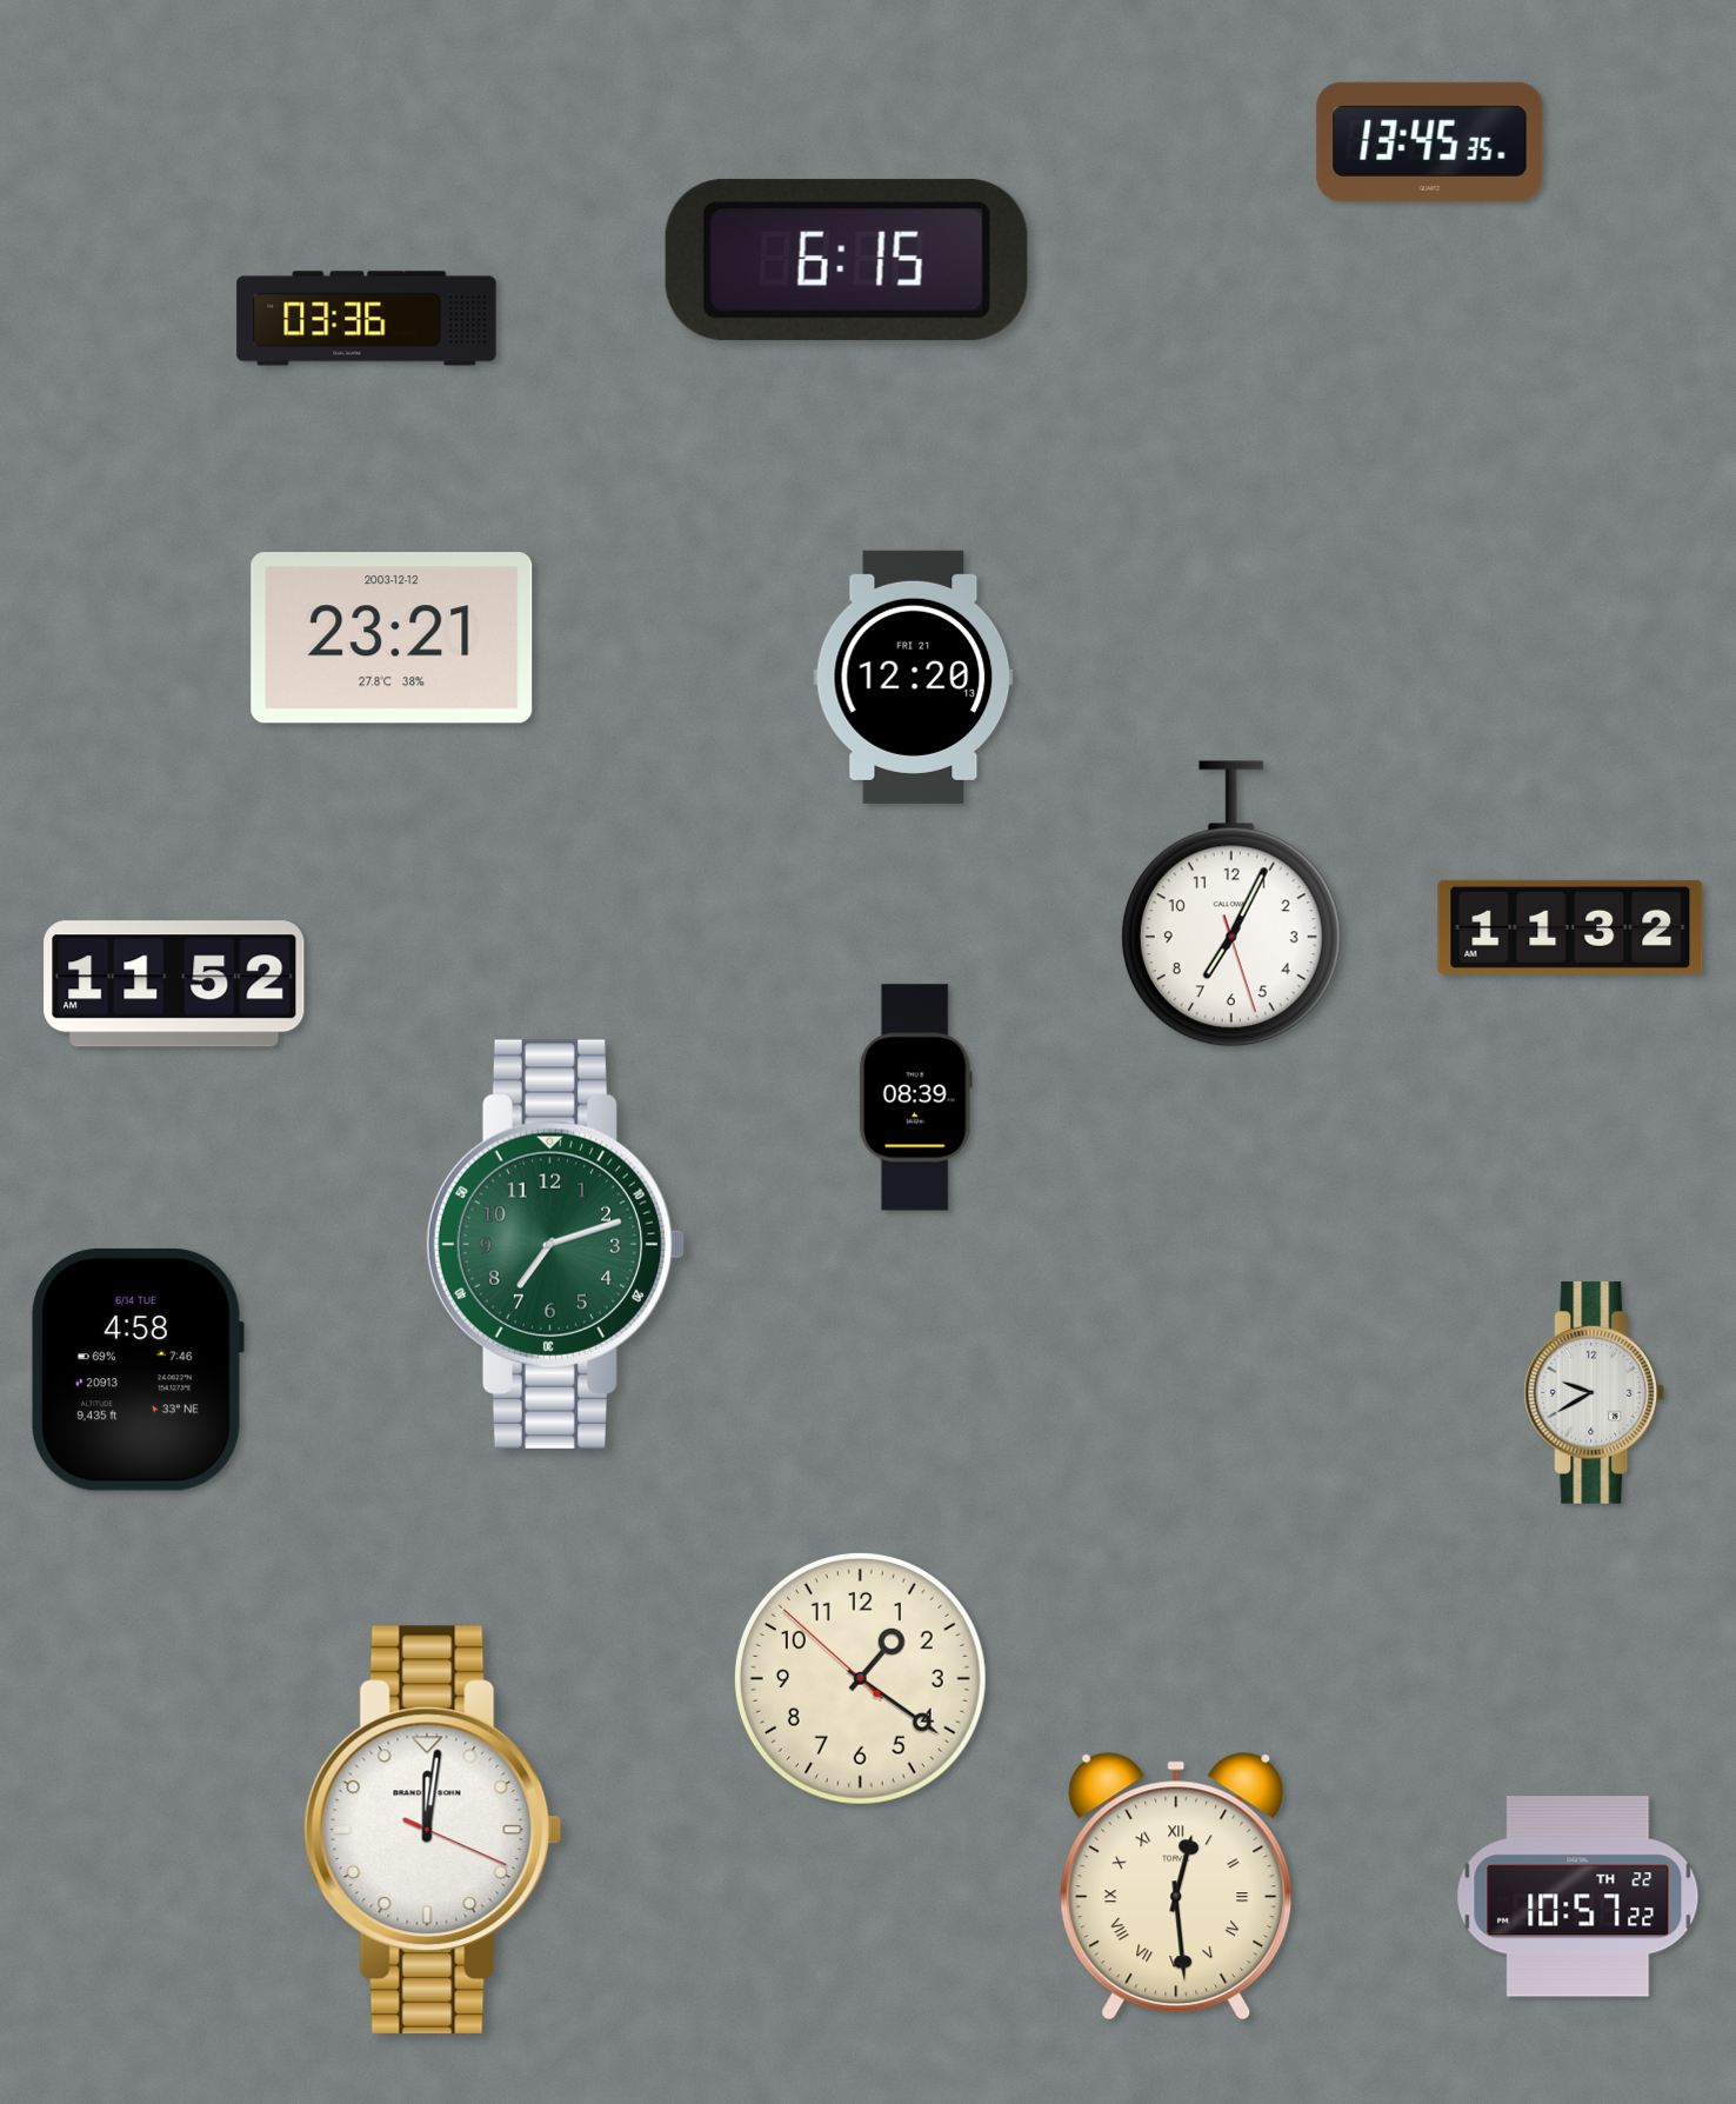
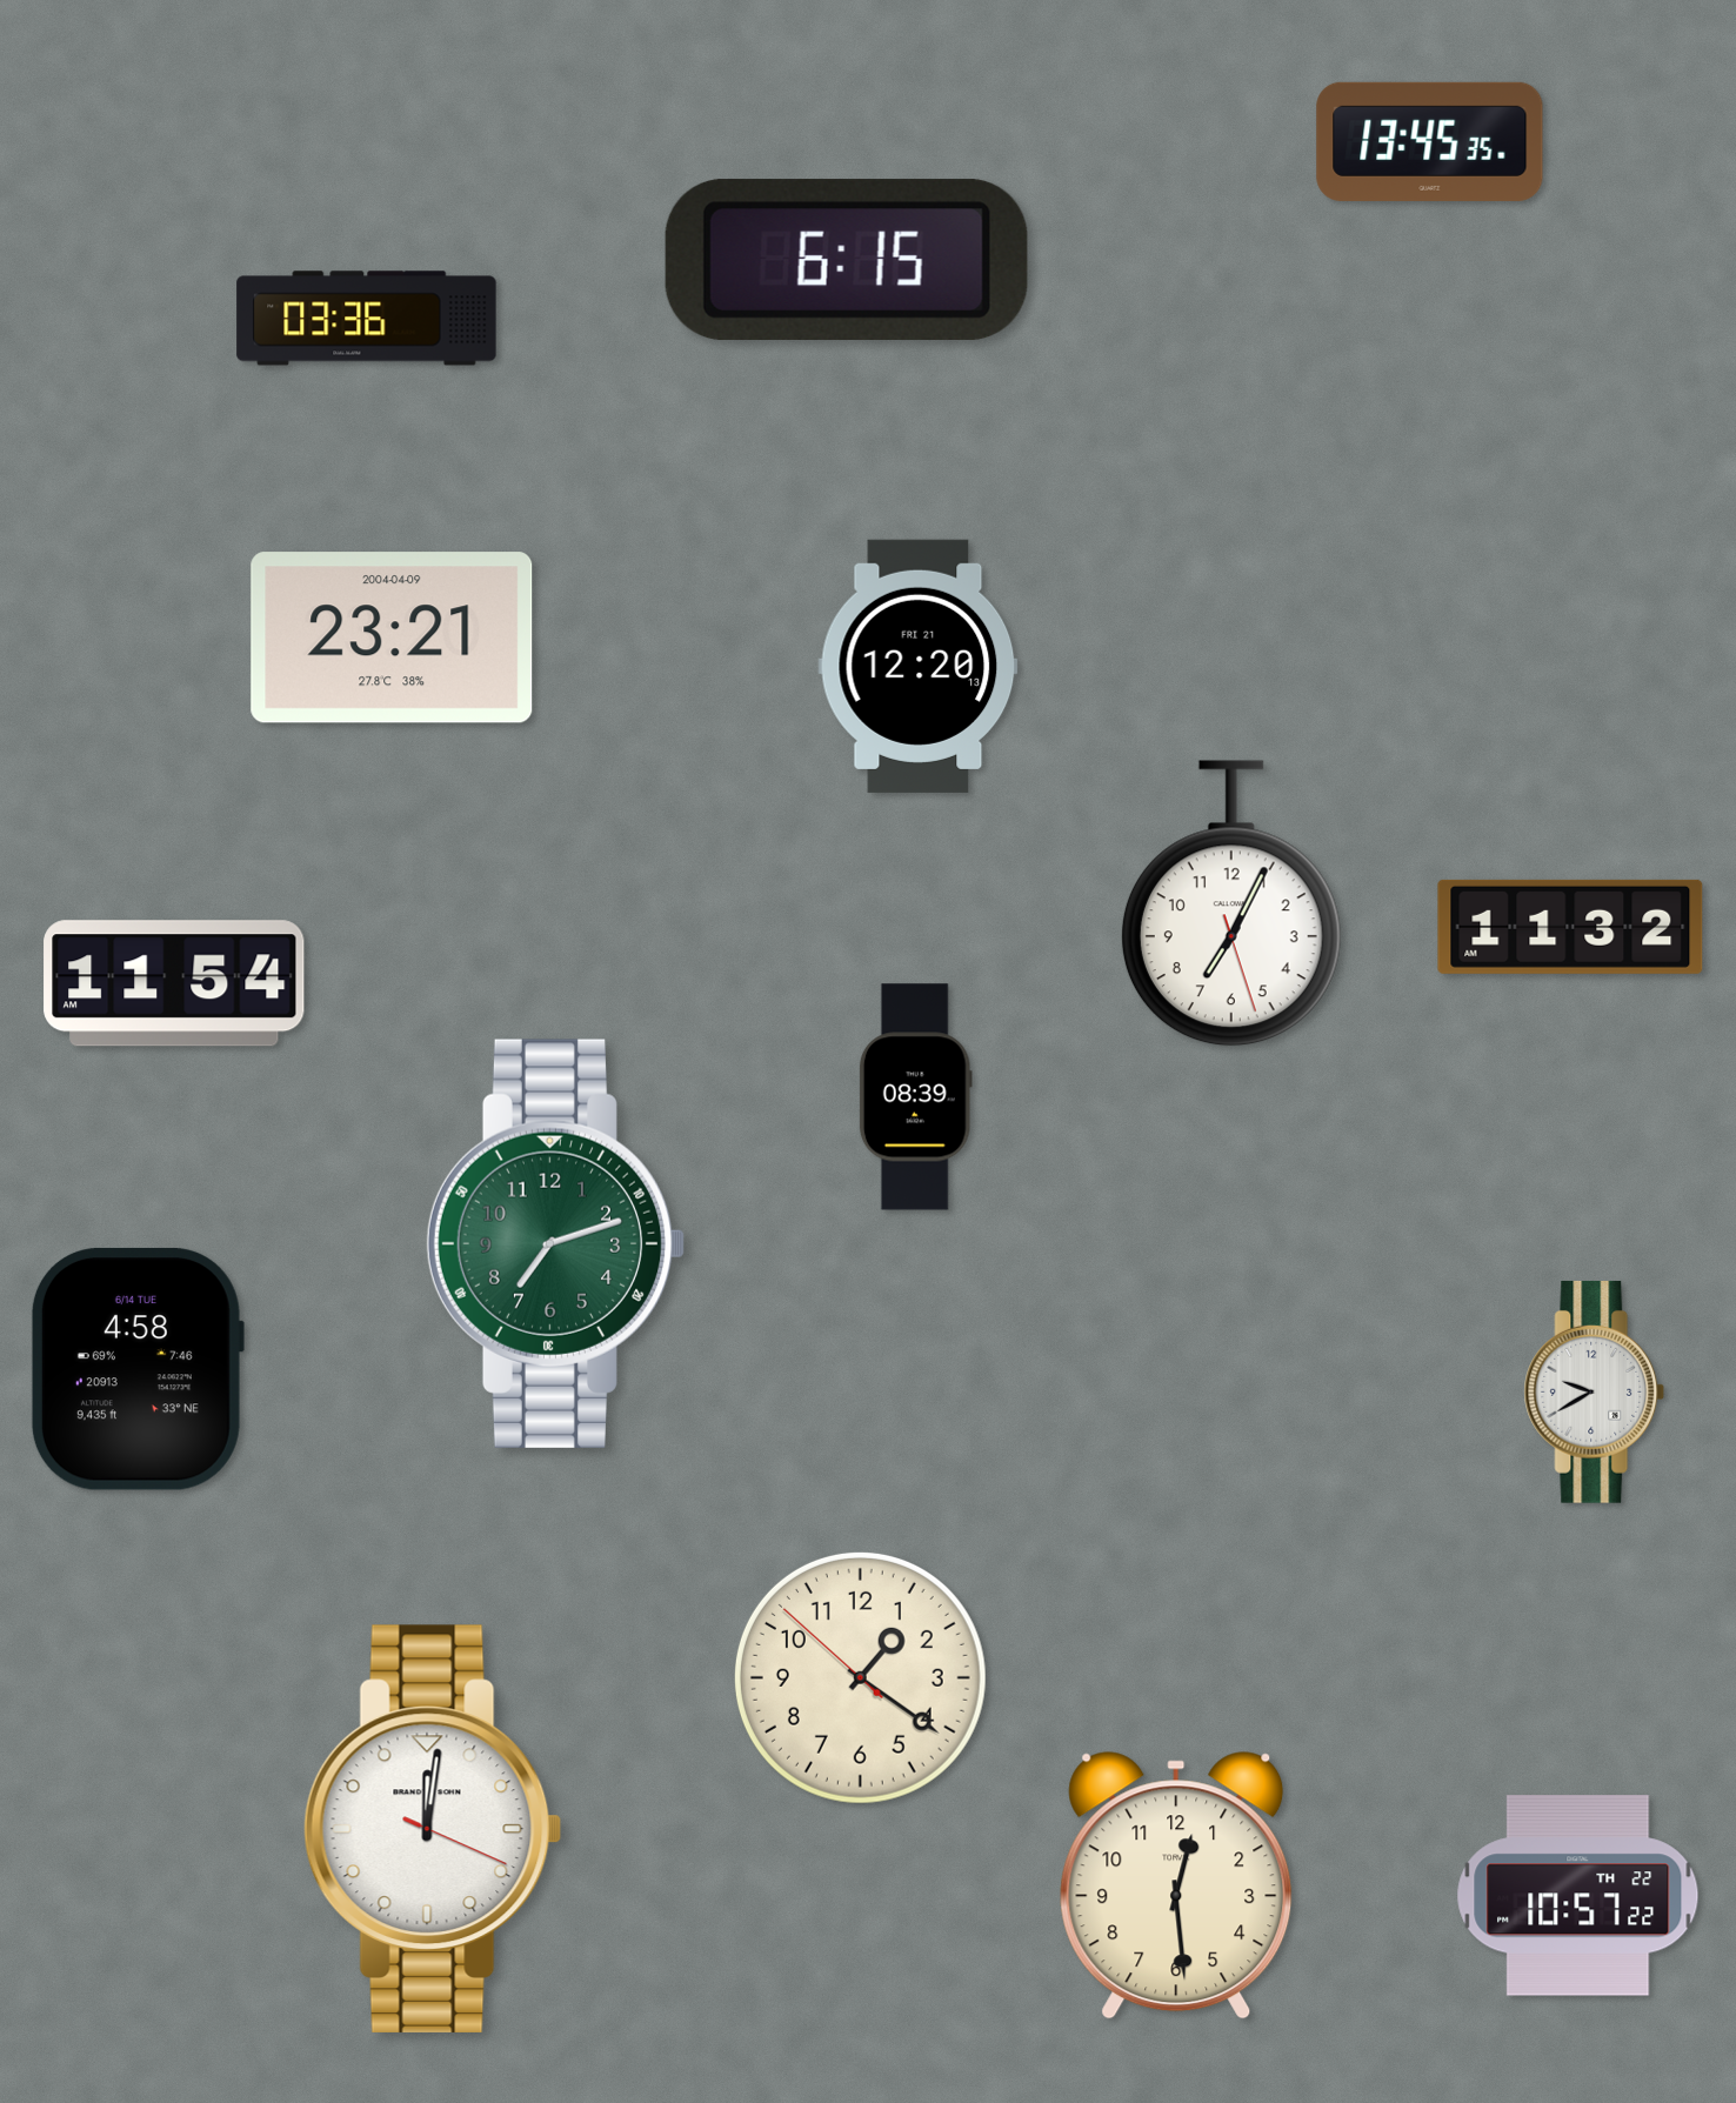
clock at (392, 638) date: 2003-12-12 -> 2004-04-09
clock at (914, 677) position: (914, 677) -> (919, 666)
clock at (174, 984): 11:52 -> 11:54
clock at (1176, 1886) numerals: Roman -> Arabic
